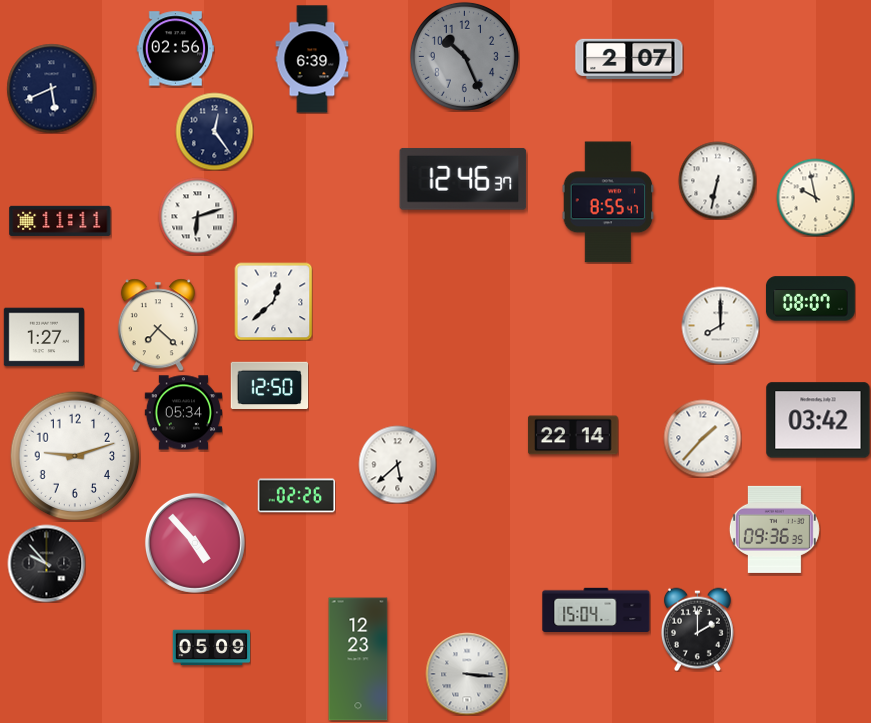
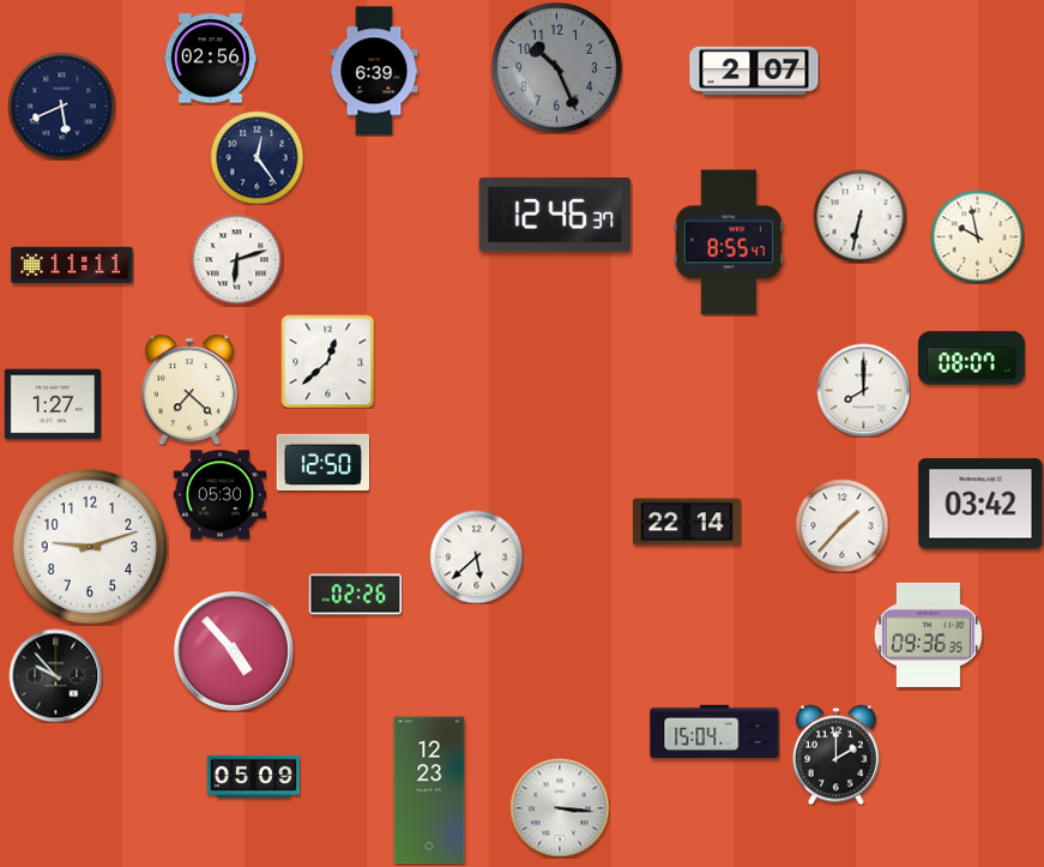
clock at (183, 413): 05:34 -> 05:30
